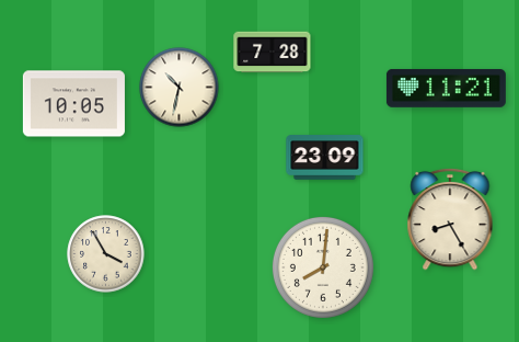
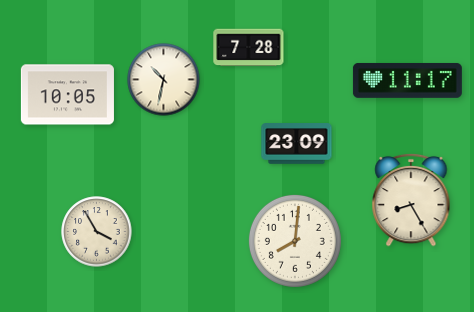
clock at (446, 88): 11:21 -> 11:17
clock at (323, 267) position: (323, 267) -> (295, 241)
